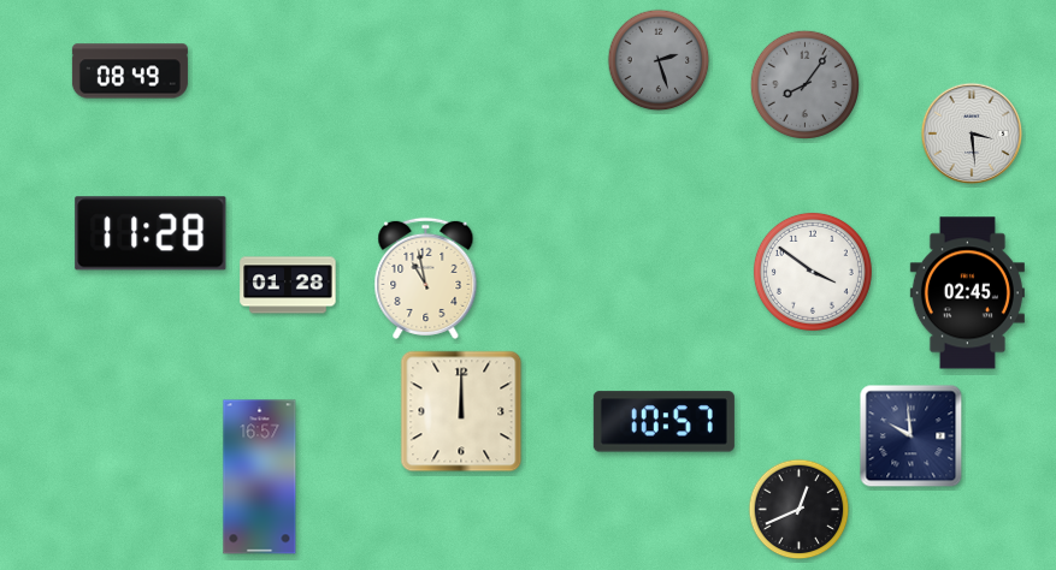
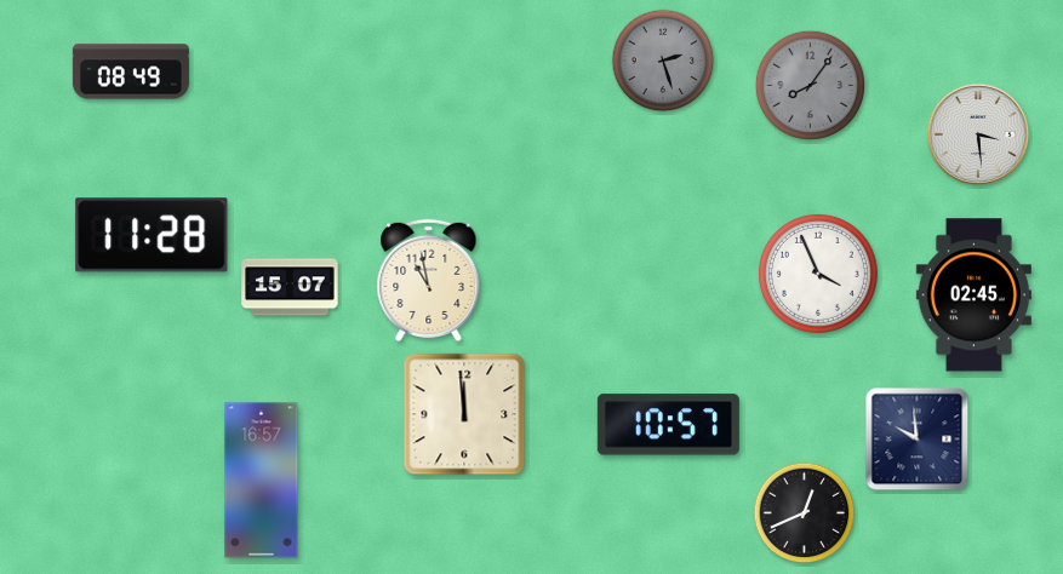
clock at (813, 272): 3:51 -> 3:56
clock at (288, 285): 01:28 -> 15:07
clock at (461, 411): 12:00 -> 11:59
